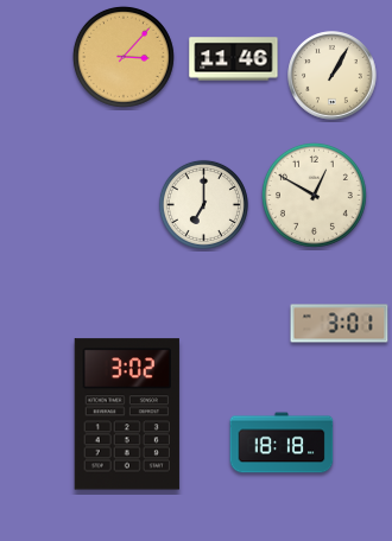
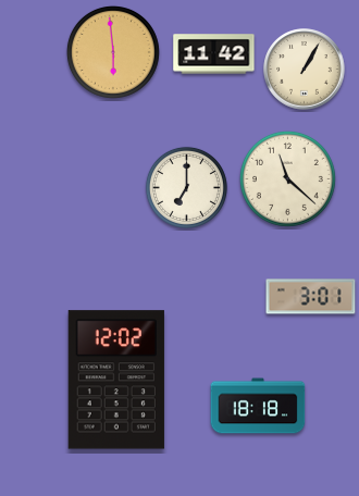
clock at (124, 57): 3:07 -> 5:59
clock at (234, 59): 11:46 -> 11:42
clock at (314, 195): 12:50 -> 11:22
clock at (127, 414): 3:02 -> 12:02
